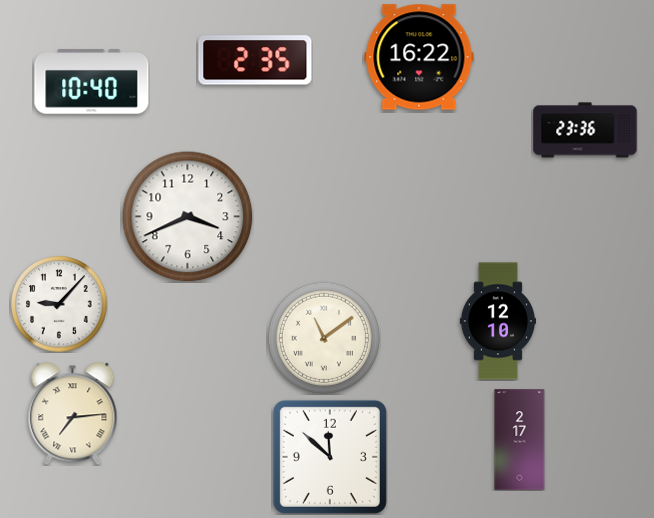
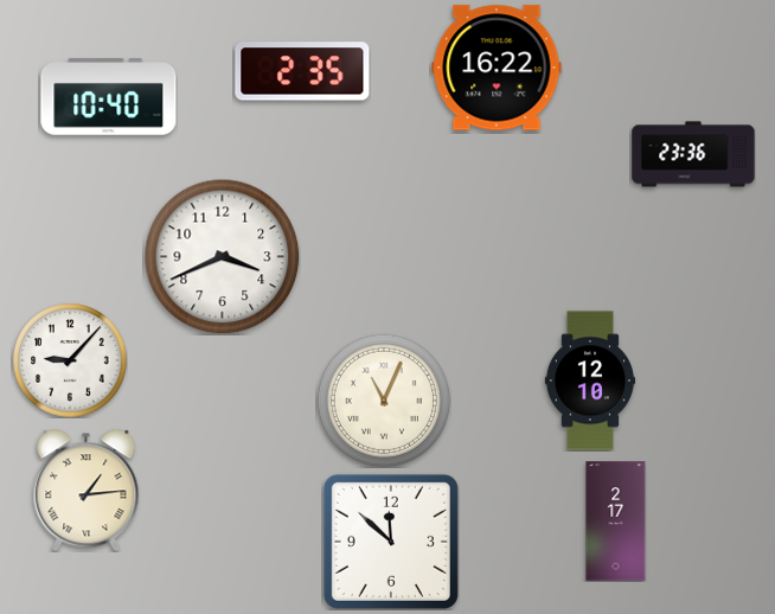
clock at (324, 338): 11:09 -> 11:04
clock at (73, 413): 7:14 -> 1:14
